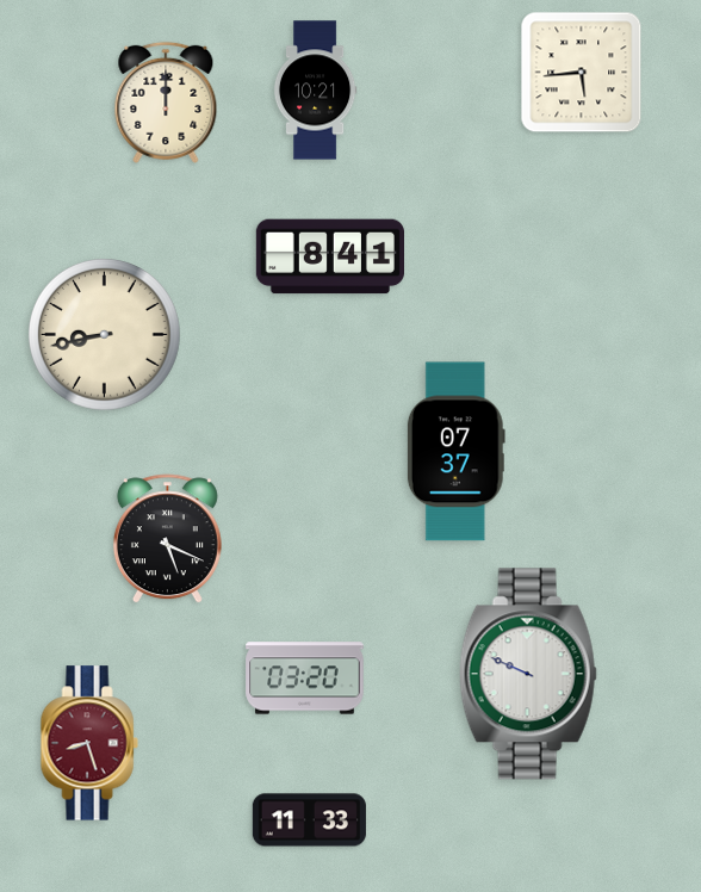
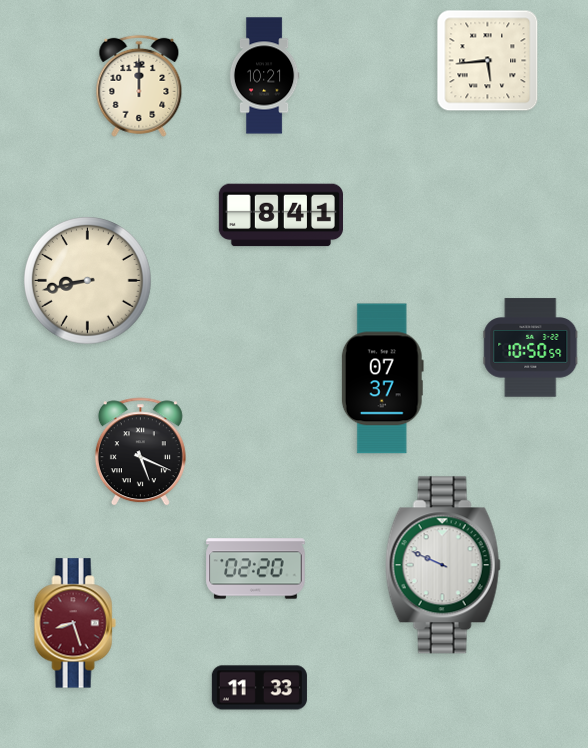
clock at (329, 256) position: (329, 256) -> (280, 215)
clock at (531, 348): none -> 10:50
clock at (305, 679): 03:20 -> 02:20
